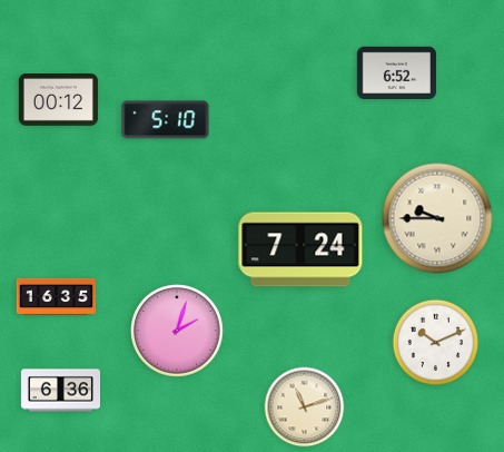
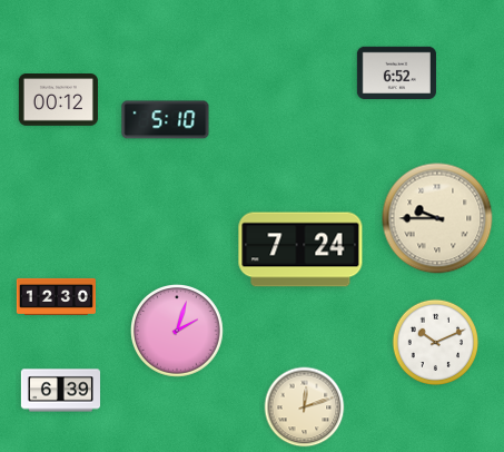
clock at (56, 296): 16:35 -> 12:30
clock at (60, 391): 6:36 -> 6:39
clock at (305, 407): 11:12 -> 12:12
